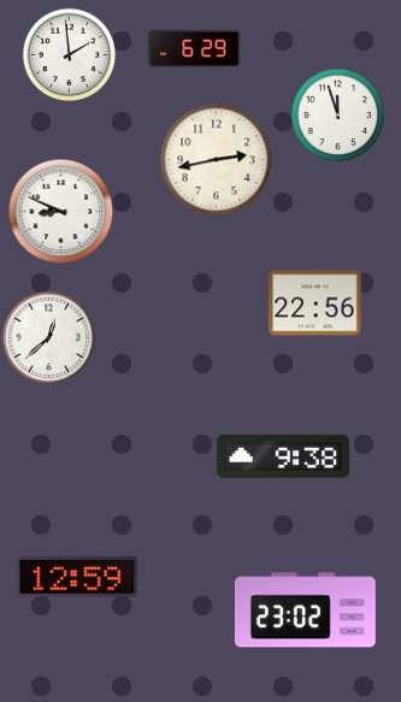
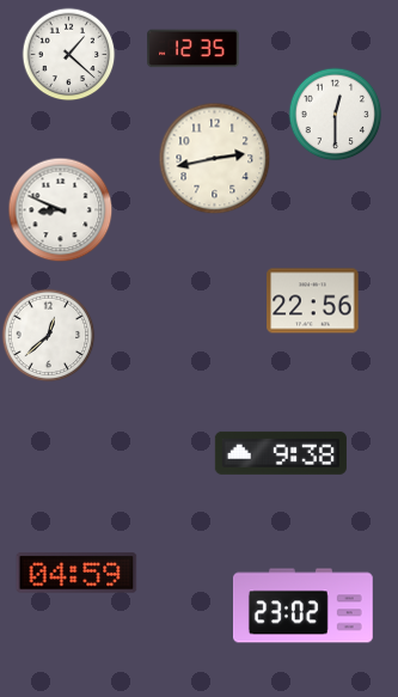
clock at (195, 49): 6:29 -> 12:35
clock at (69, 54): 1:59 -> 1:22
clock at (337, 114): 11:57 -> 12:30
clock at (77, 577): 12:59 -> 04:59
